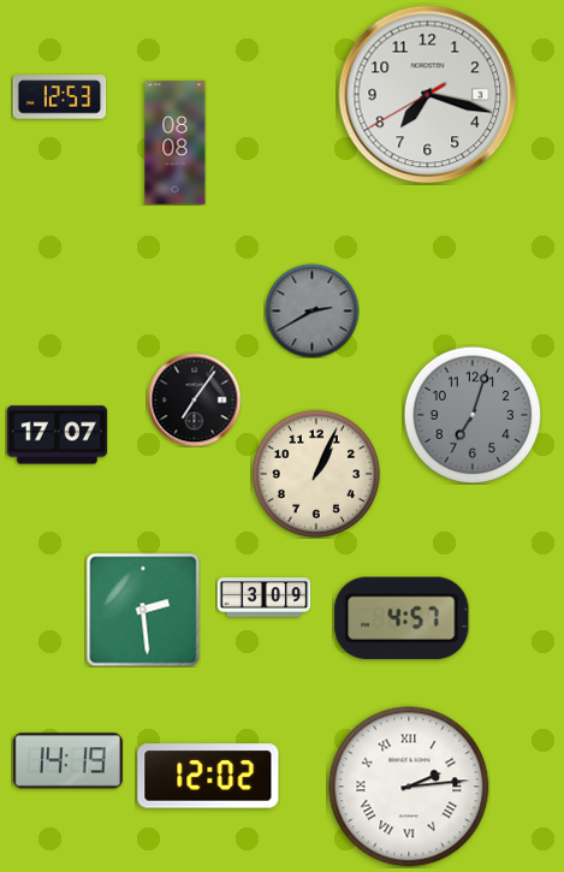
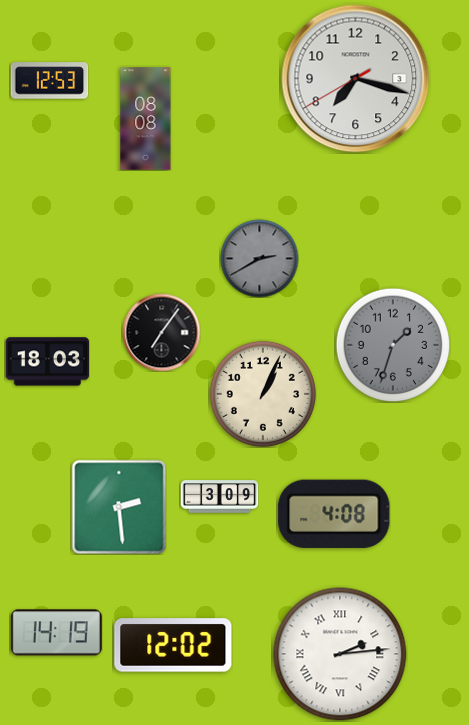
clock at (473, 415): 7:03 -> 1:33
clock at (57, 435): 17:07 -> 18:03
clock at (402, 618): 4:57 -> 4:08
